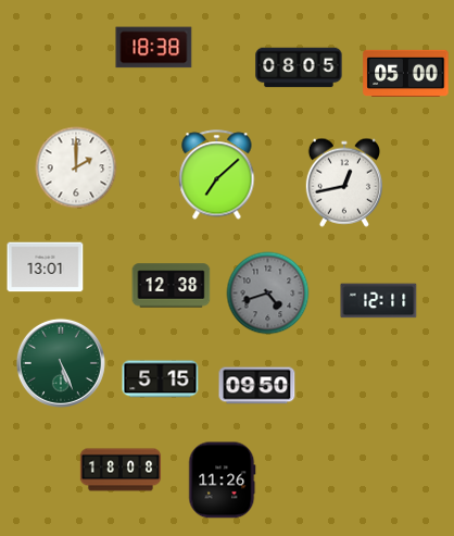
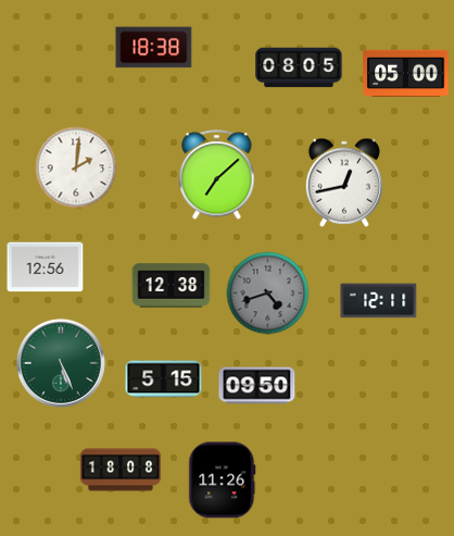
clock at (76, 167): 2:00 -> 2:01
clock at (46, 267): 13:01 -> 12:56
clock at (161, 379) position: (161, 379) -> (164, 379)
